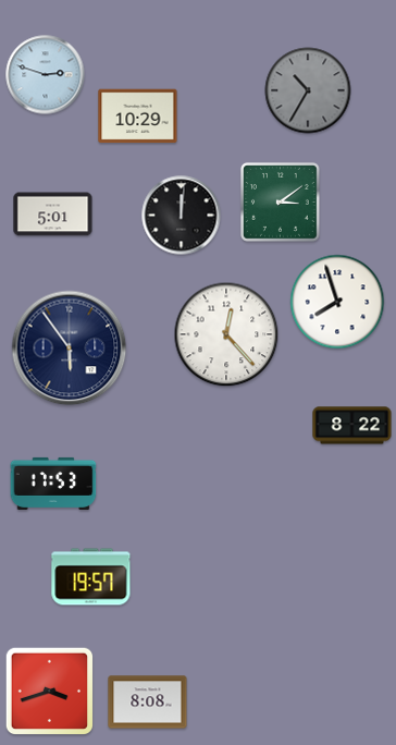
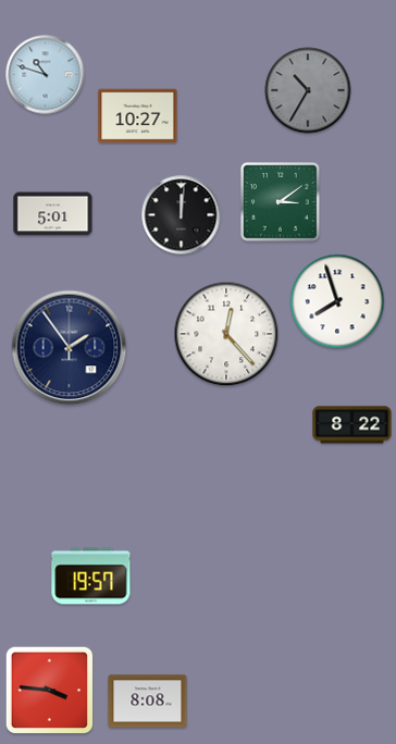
clock at (46, 75): 2:48 -> 10:48
clock at (138, 117): 10:29 -> 10:27
clock at (70, 349): 5:54 -> 1:54
clock at (53, 484): 17:53 -> none
clock at (50, 692): 3:42 -> 3:46
